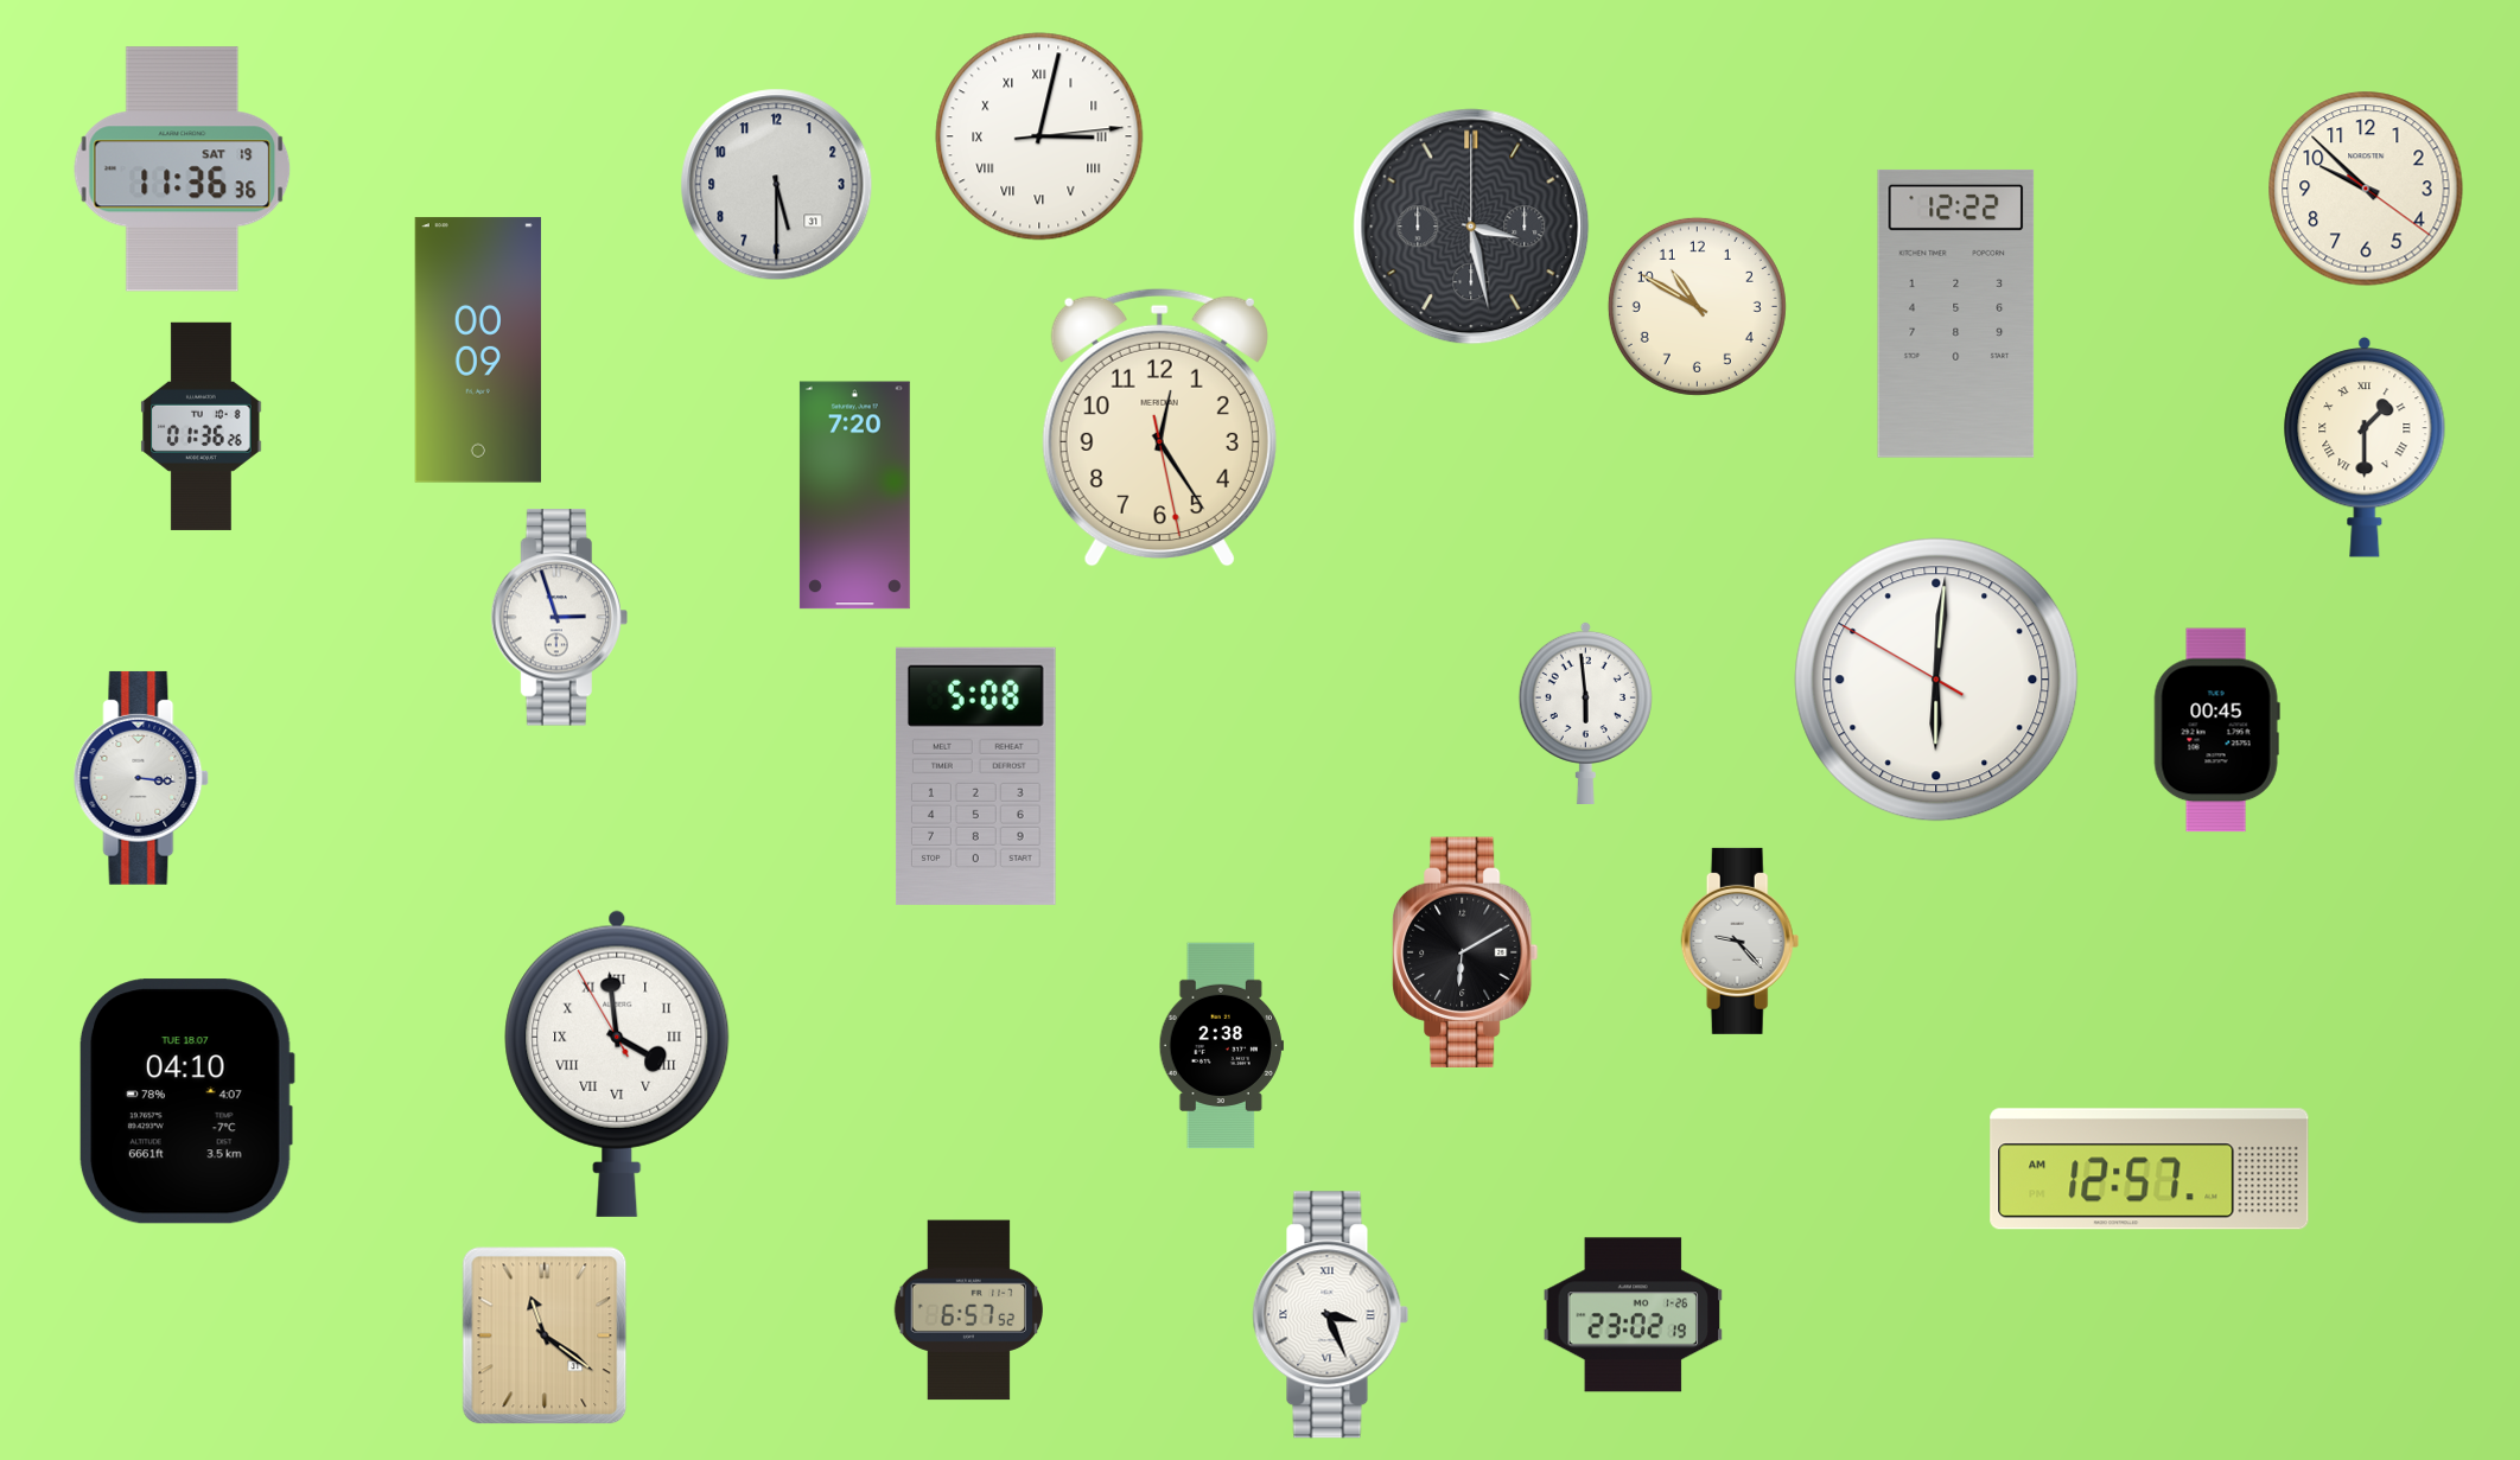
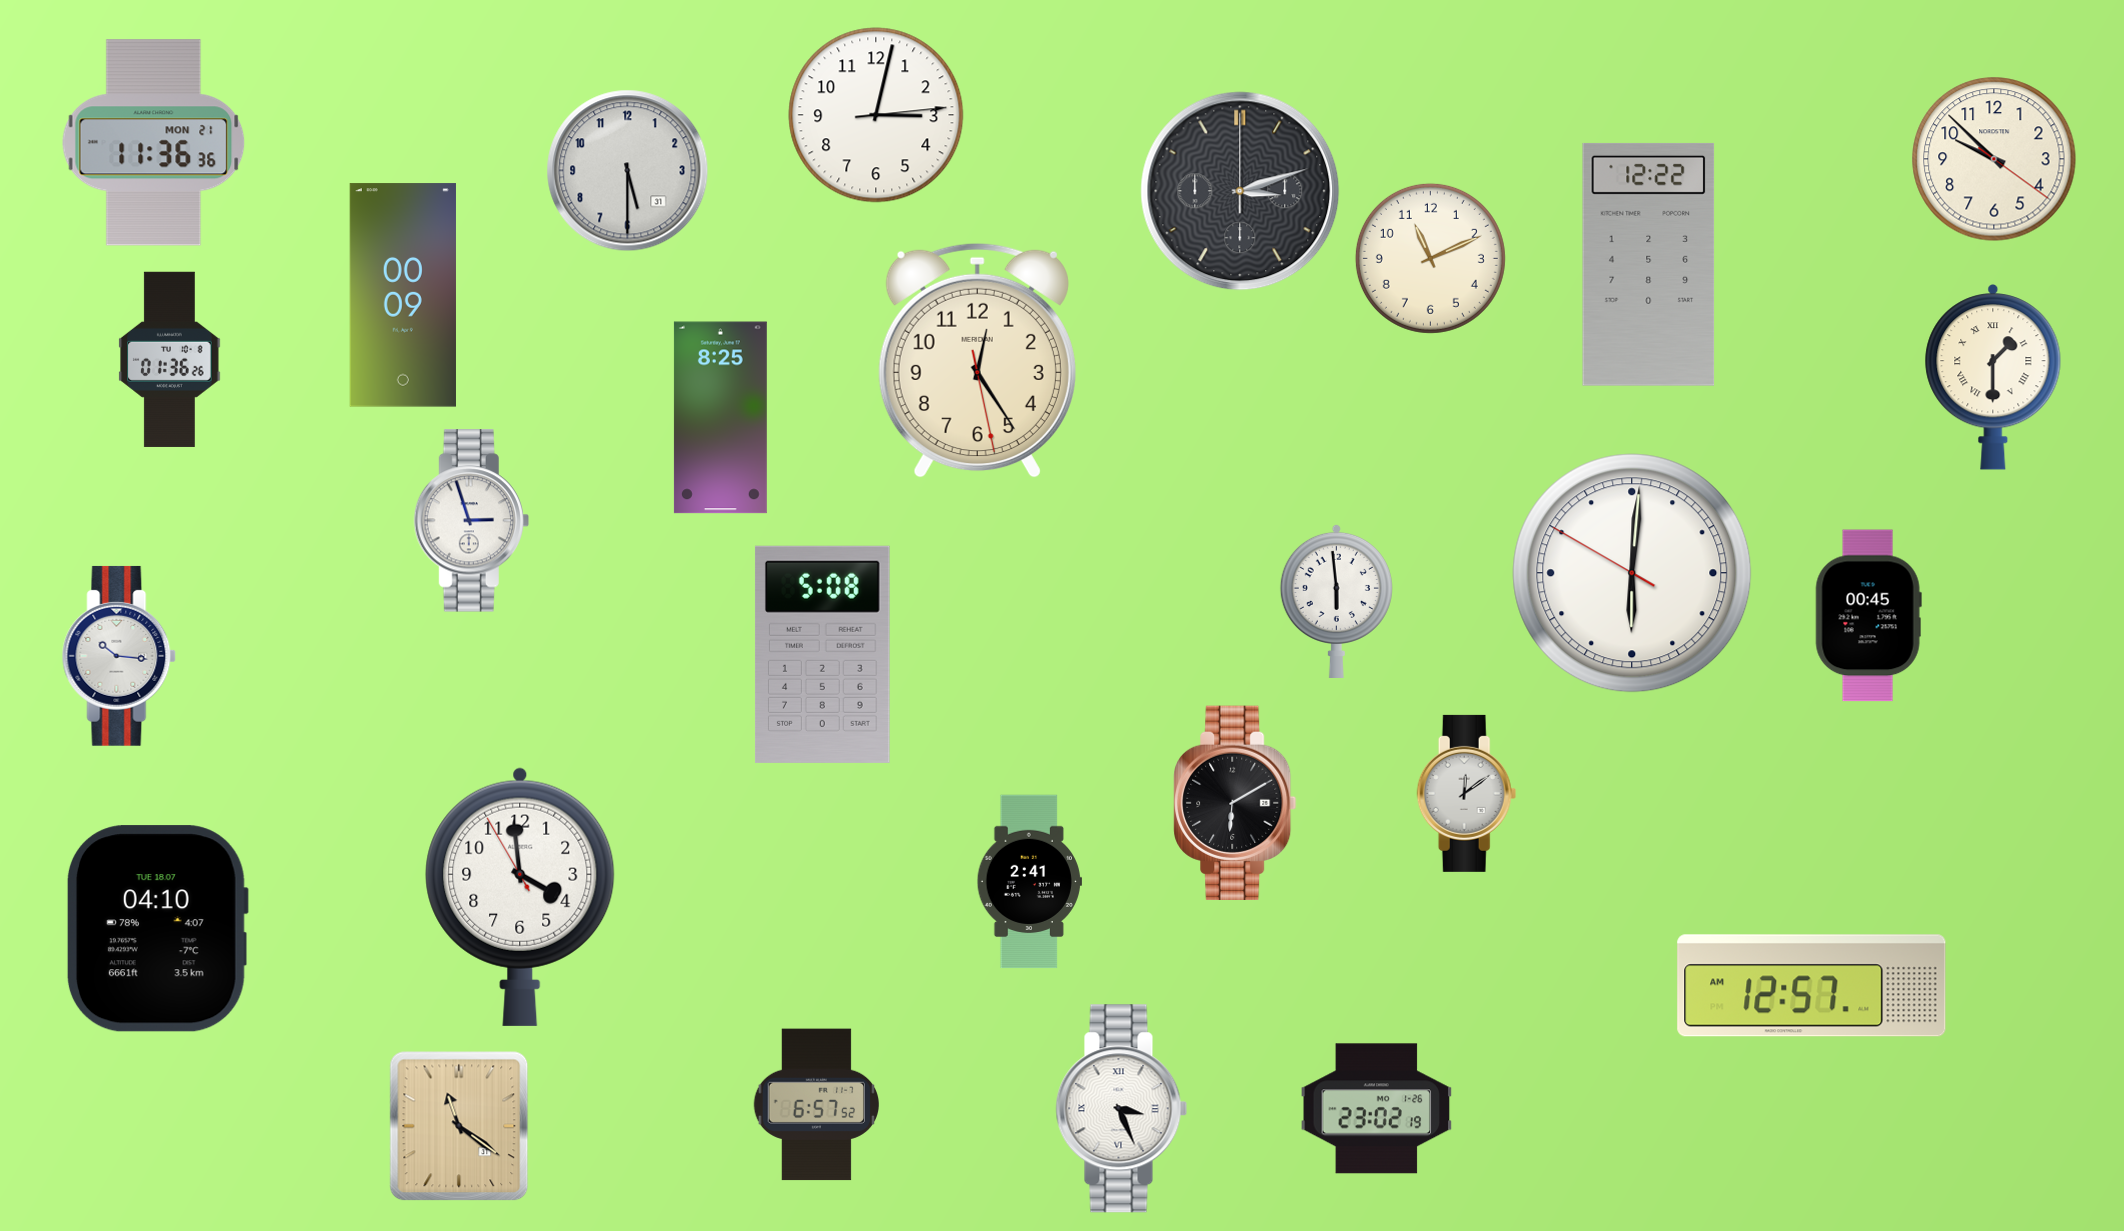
clock at (1039, 136) numerals: Roman -> Arabic
clock at (183, 170) date: SAT 19 -> MON 21
clock at (777, 185) position: (777, 185) -> (628, 171)
clock at (1471, 227): 3:28 -> 3:12
clock at (1697, 306): 10:50 -> 11:11
clock at (854, 496): 7:20 -> 8:25
clock at (141, 778): 3:16 -> 10:16
clock at (1741, 941): 9:23 -> 12:09
clock at (1221, 1046): 2:38 -> 2:41
clock at (617, 1064) numerals: Roman -> Arabic
